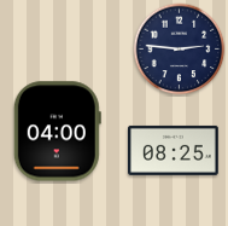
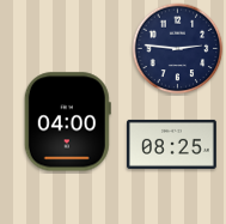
clock at (57, 132) position: (57, 132) -> (67, 122)
clock at (174, 150) position: (174, 150) -> (172, 144)
